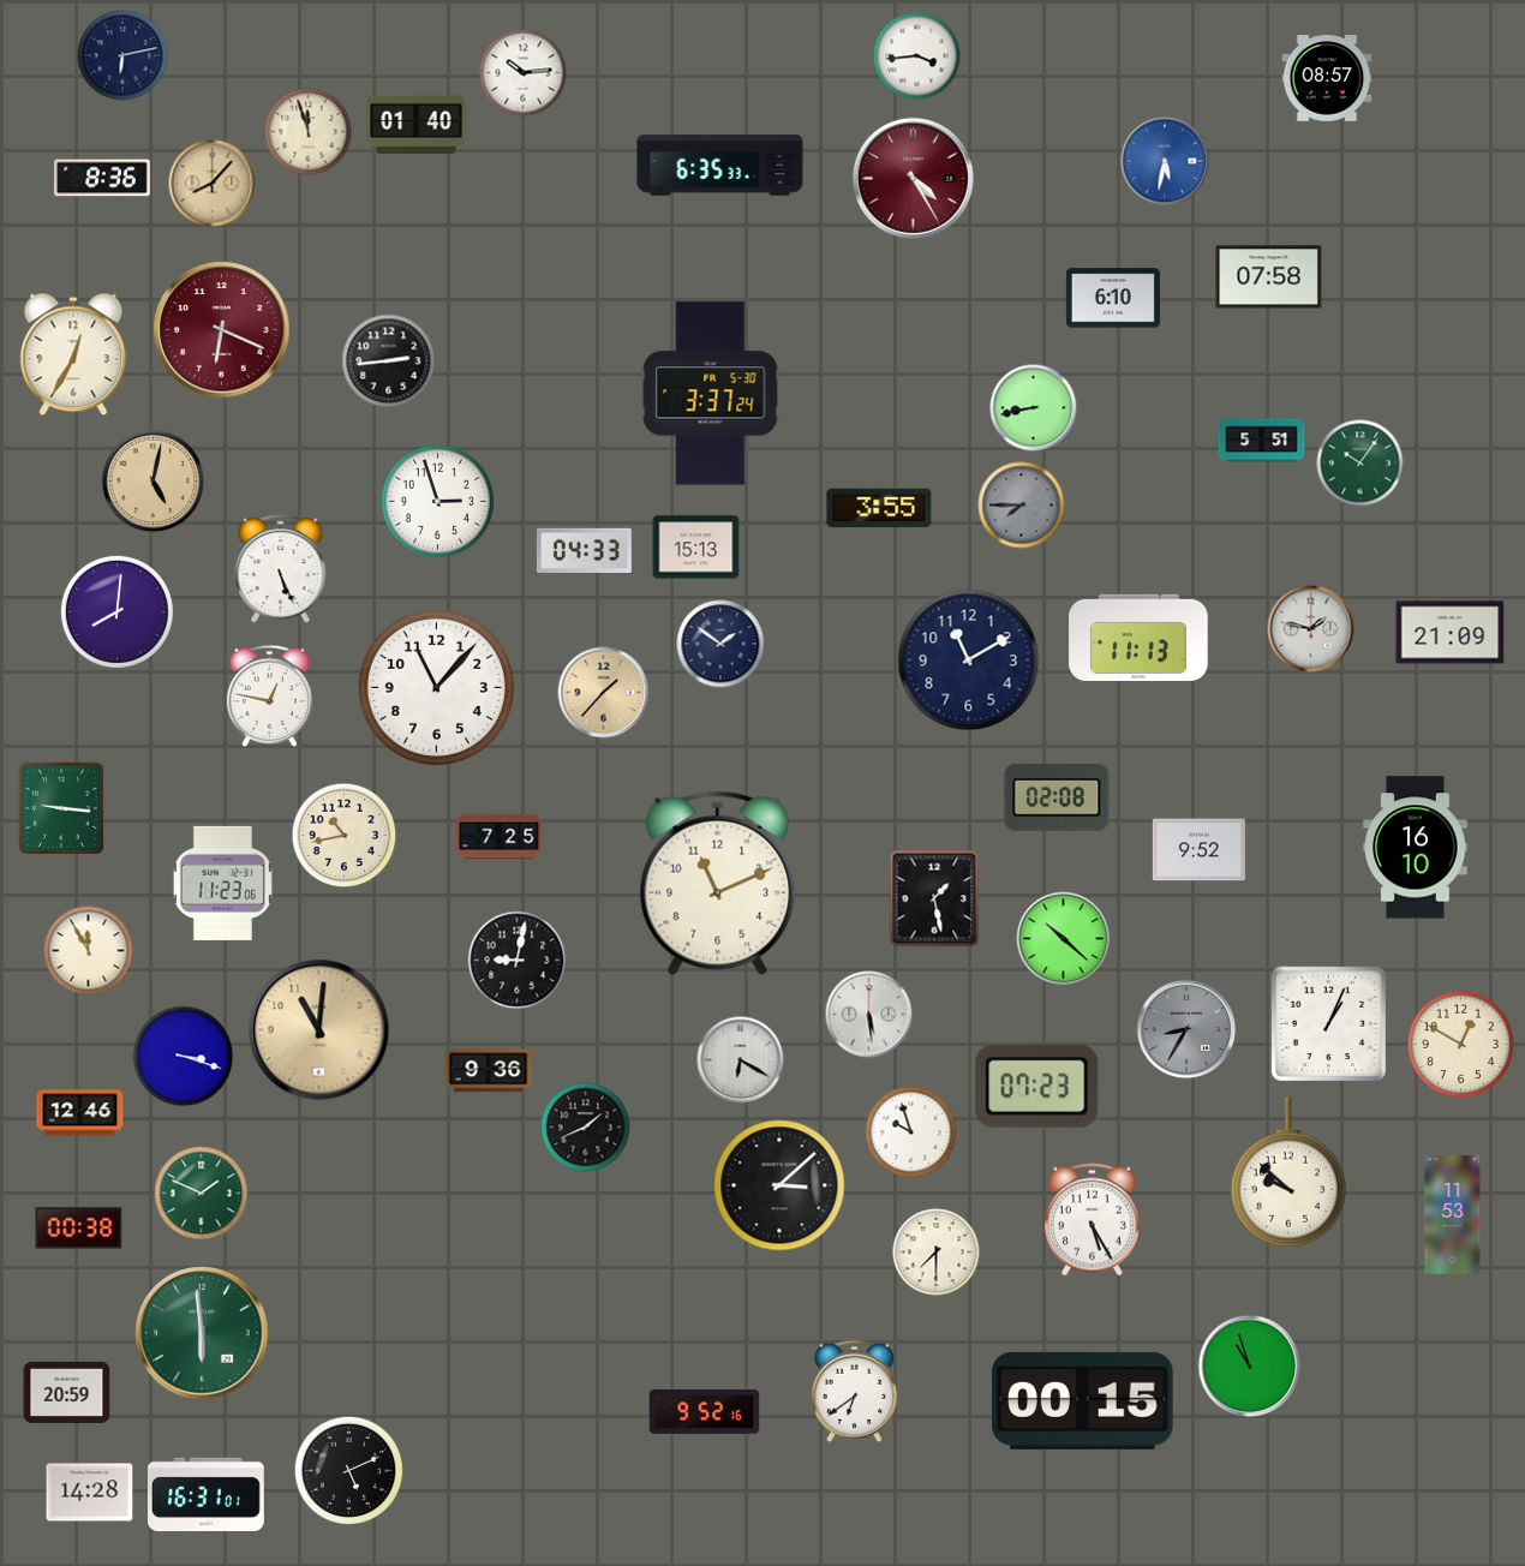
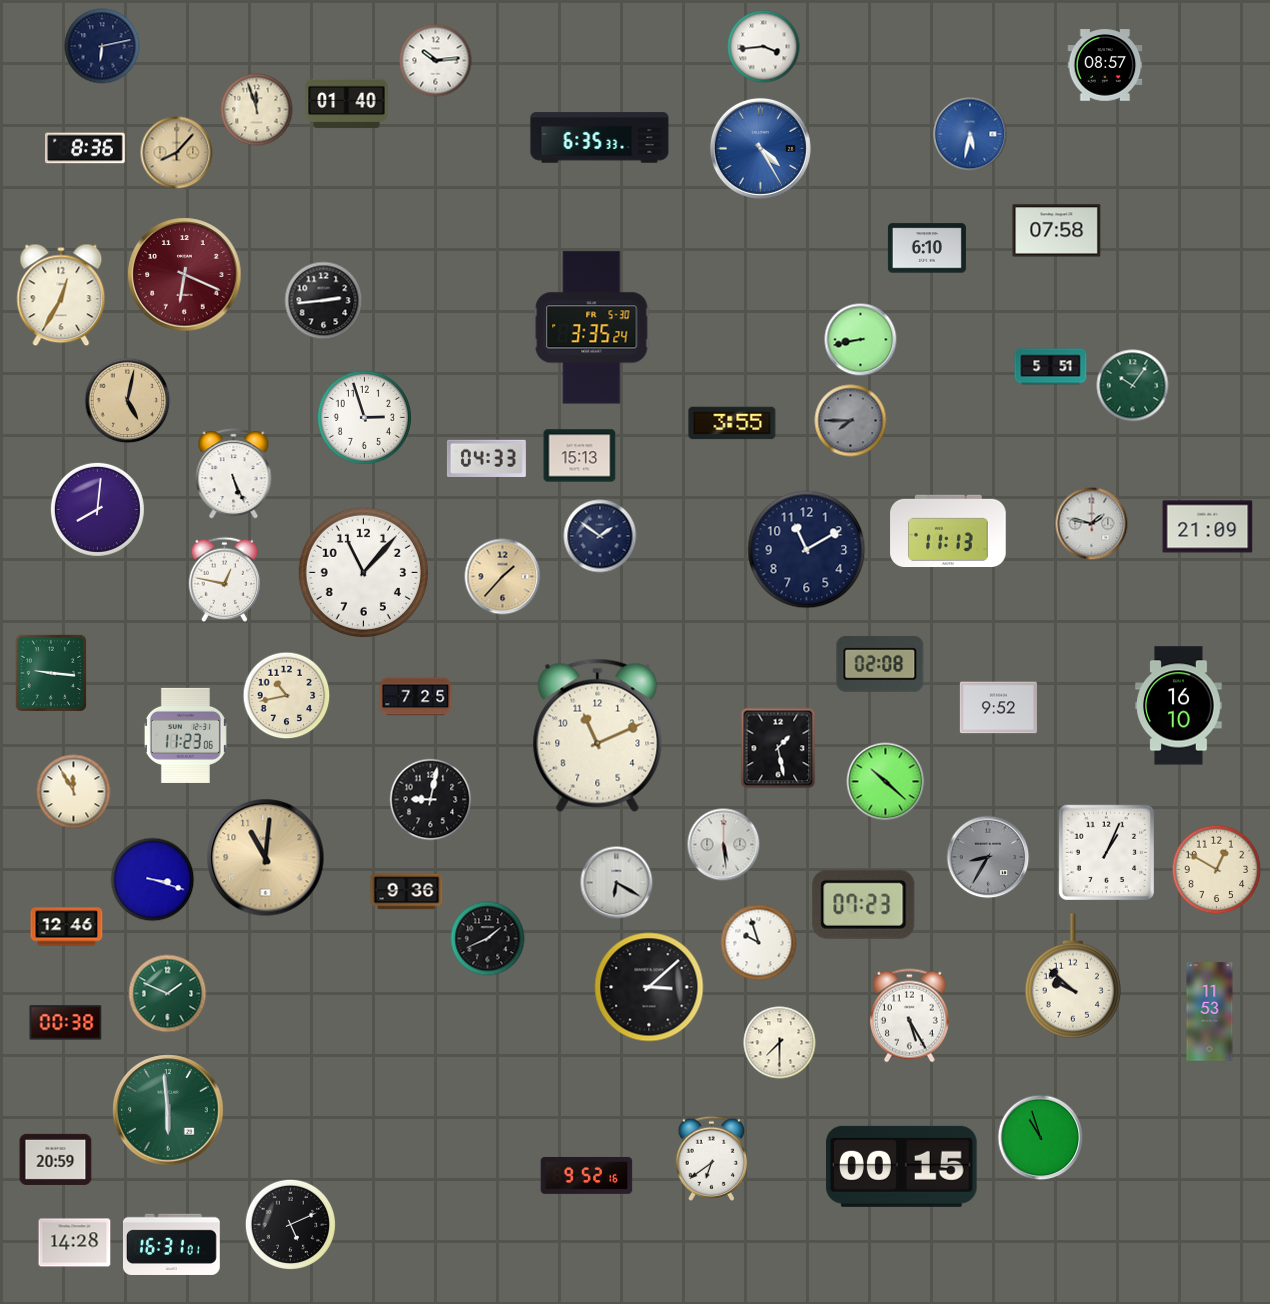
clock at (913, 178) dial: burgundy -> blue
clock at (711, 394): 3:37 -> 3:35
